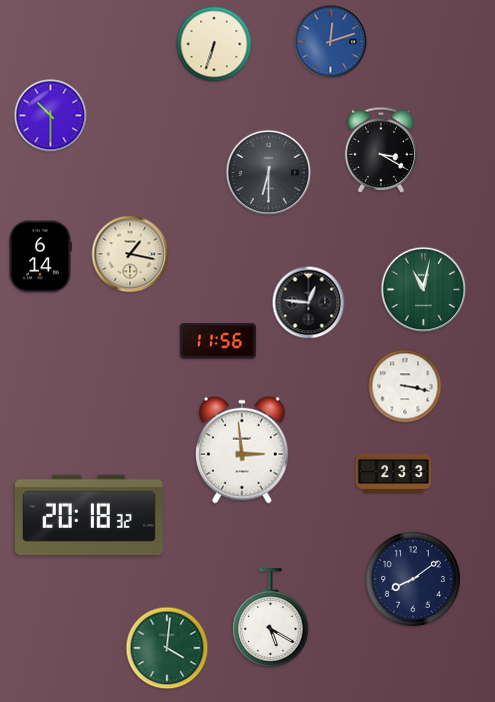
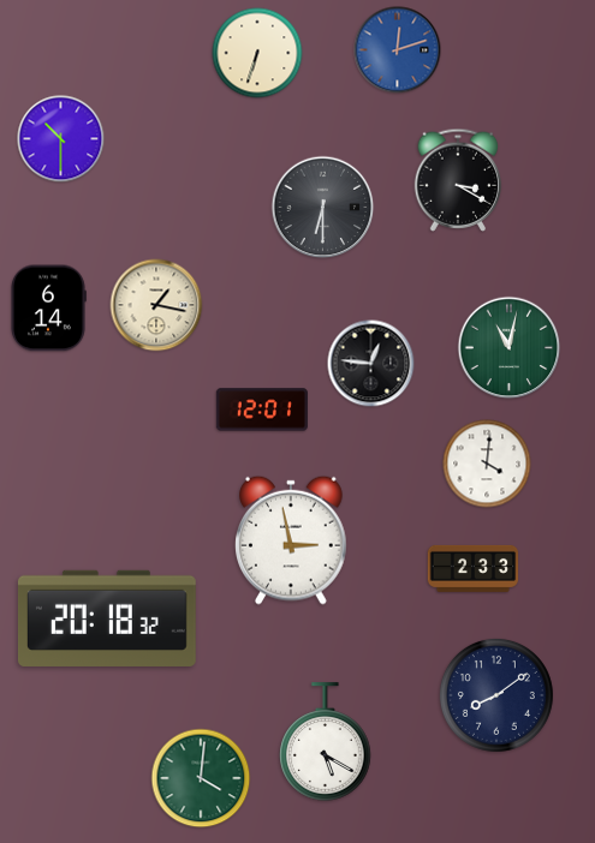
clock at (218, 341): 11:56 -> 12:01
clock at (405, 386): 3:17 -> 4:01
clock at (243, 450): 2:59 -> 2:58
